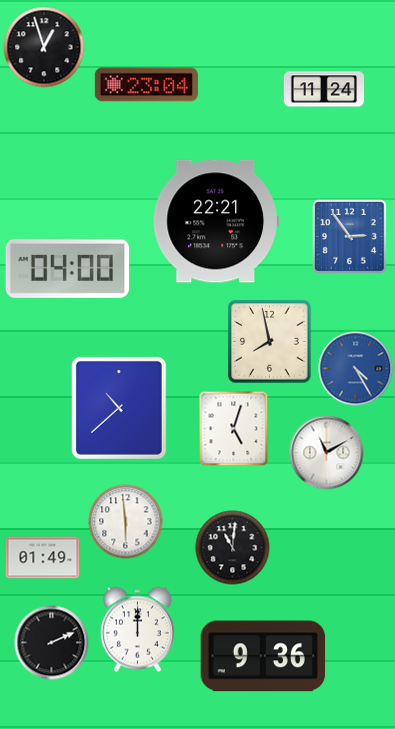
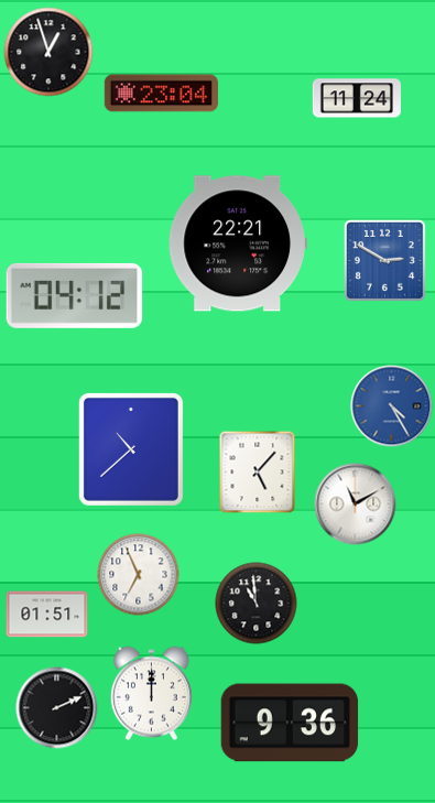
clock at (349, 236): 2:54 -> 2:50
clock at (68, 268): 04:00 -> 04:12
clock at (270, 342): 7:58 -> none
clock at (234, 429): 5:03 -> 5:07
clock at (327, 453) position: (327, 453) -> (356, 504)
clock at (126, 522): 5:59 -> 6:56
clock at (233, 548): 11:01 -> 10:59
clock at (43, 558): 01:49 -> 01:51
